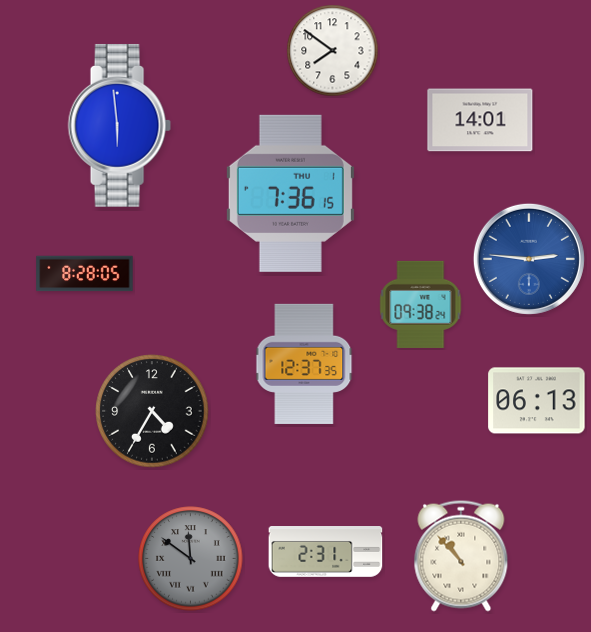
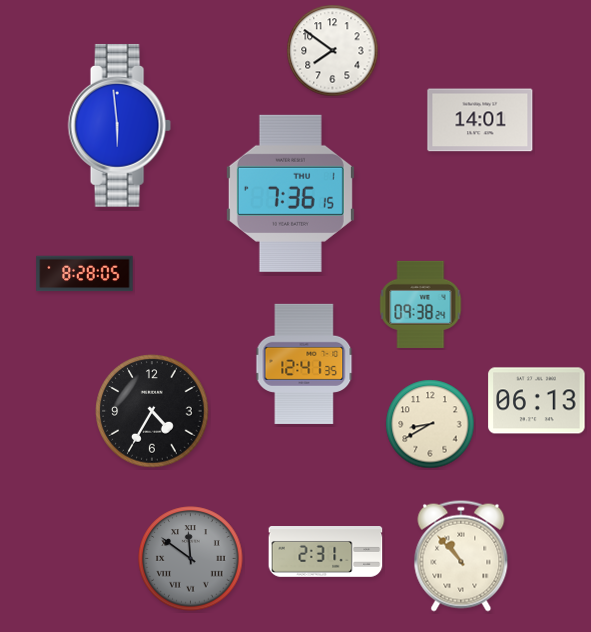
clock at (529, 259): 2:46 -> none
clock at (304, 364): 12:37 -> 12:41
clock at (430, 424): none -> 8:40
